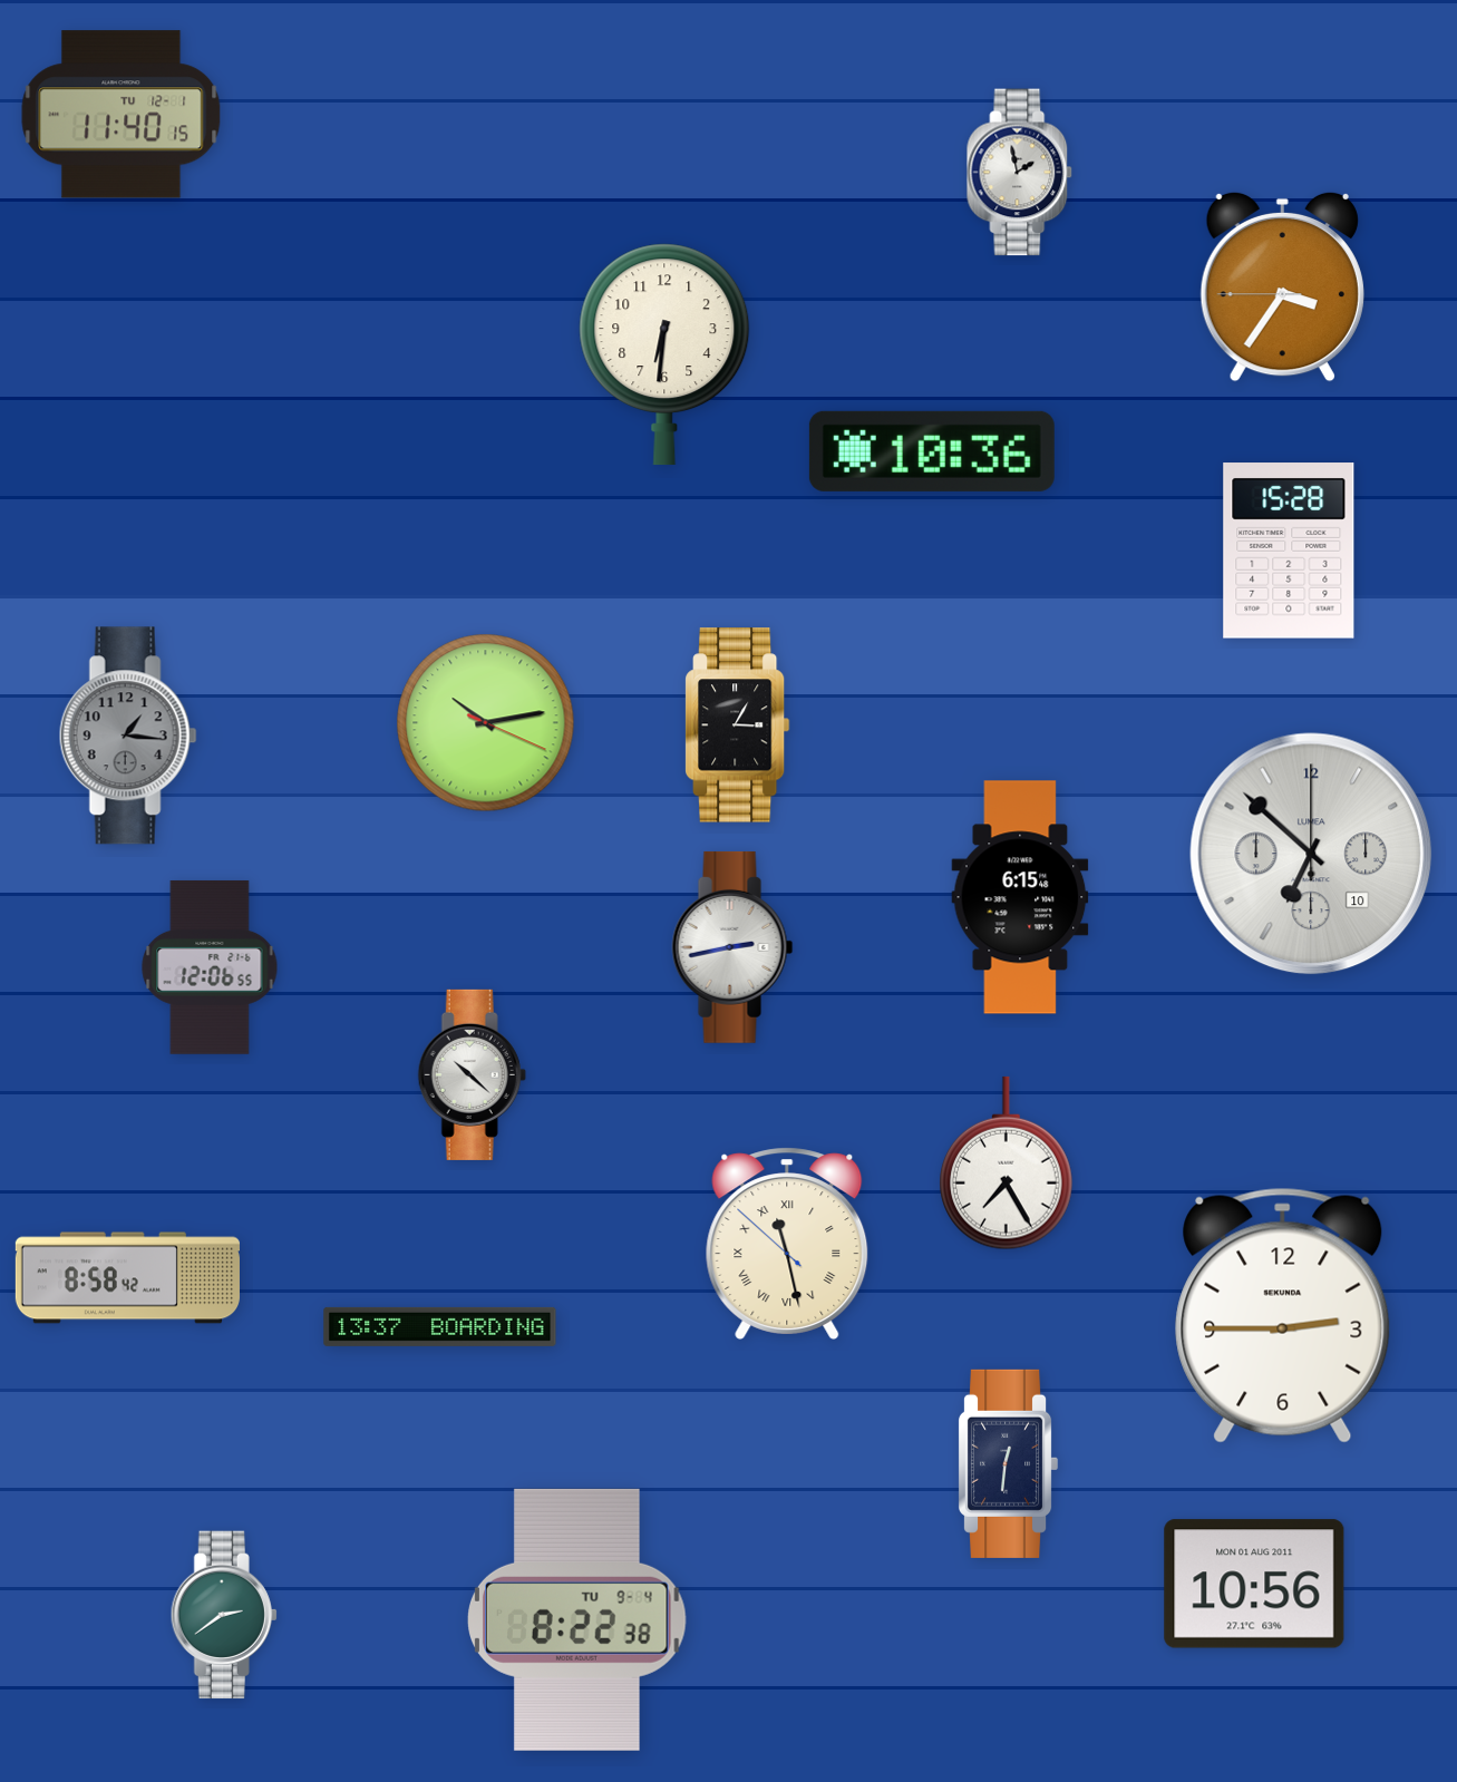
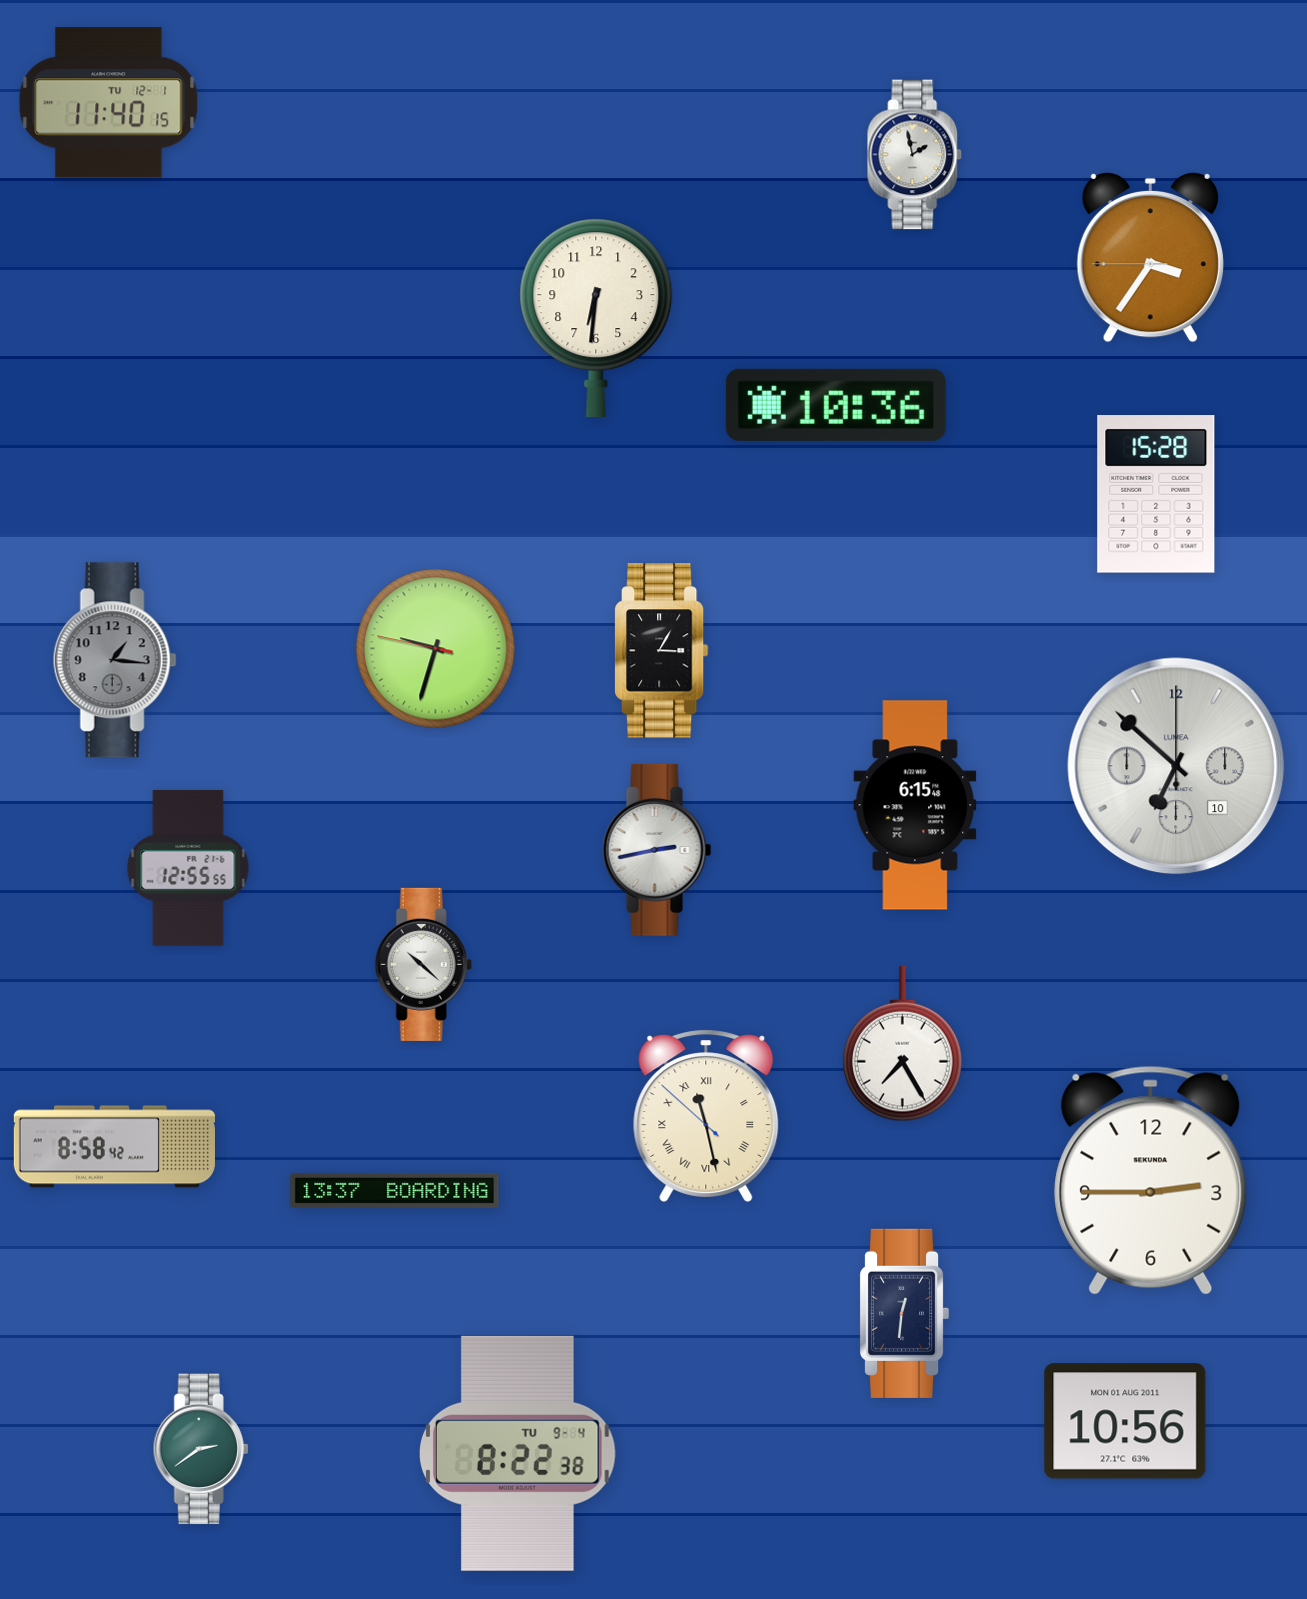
clock at (486, 723): 10:13 -> 9:32
clock at (210, 967): 12:06 -> 12:55
